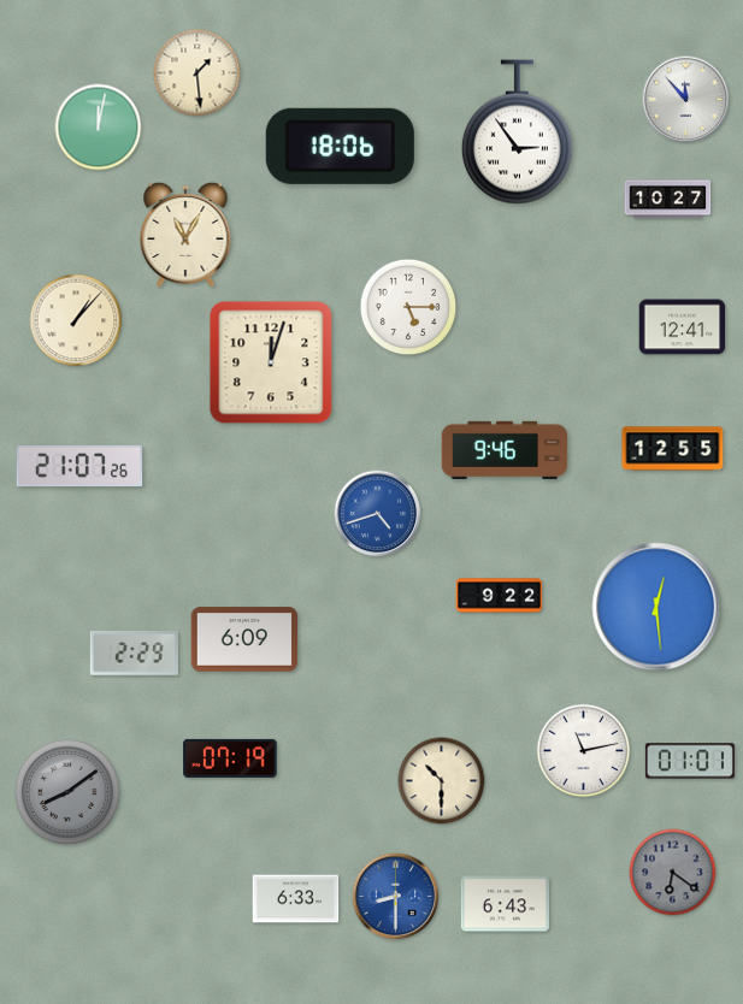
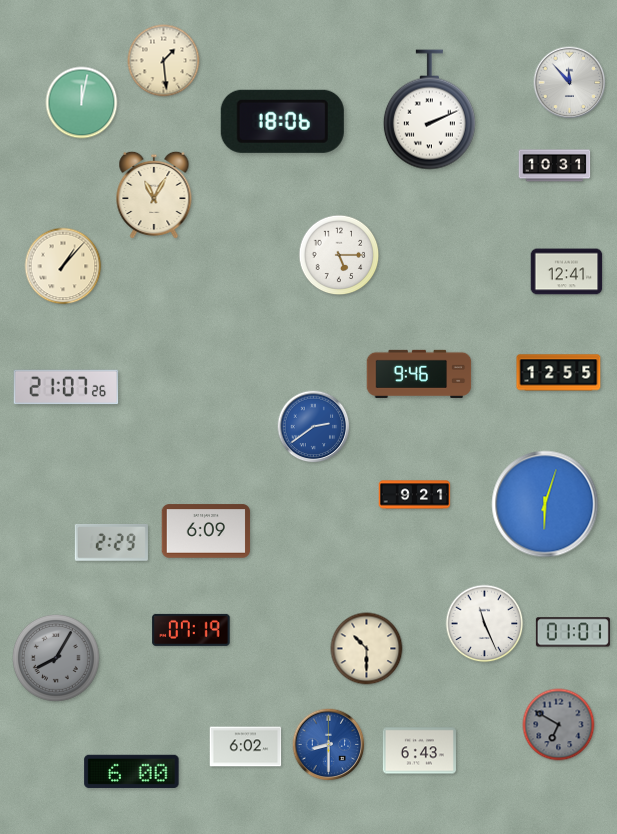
clock at (99, 128) position: (99, 128) -> (82, 103)
clock at (517, 132): 2:54 -> 2:11
clock at (668, 200): 10:27 -> 10:31
clock at (271, 362): 12:03 -> none
clock at (378, 514): 4:42 -> 2:39
clock at (500, 596): 9:22 -> 9:21
clock at (656, 607): 12:29 -> 6:03
clock at (244, 639) position: (244, 639) -> (206, 531)
clock at (584, 751): 11:13 -> 11:26
clock at (67, 792): 8:09 -> 8:05
clock at (673, 873): 6:21 -> 6:50
clock at (296, 899): 6:33 -> 6:02
clock at (132, 771): none -> 6:00
